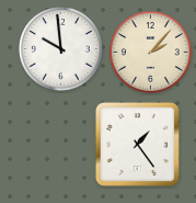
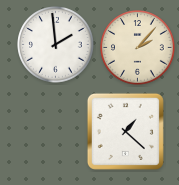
clock at (61, 49): 9:59 -> 1:59
clock at (137, 144): 1:24 -> 1:22
